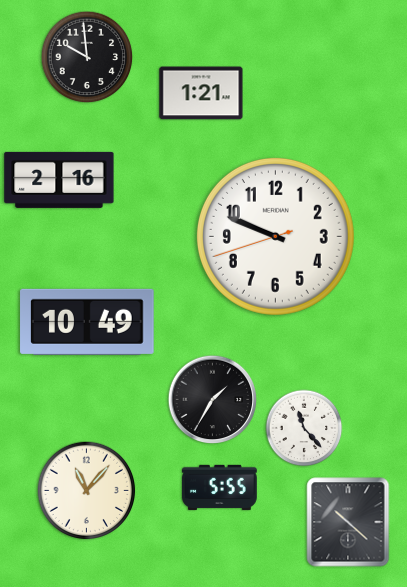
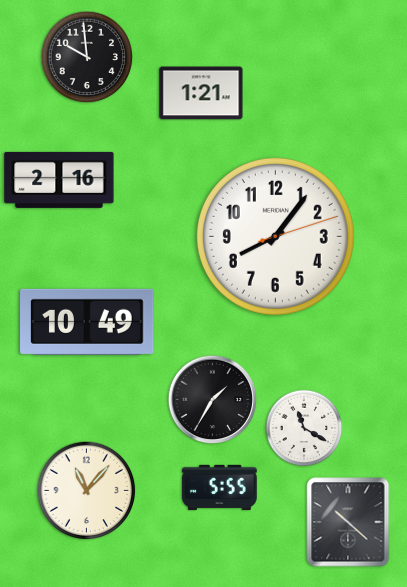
clock at (275, 236): 9:48 -> 8:06
clock at (304, 428): 11:23 -> 11:20
